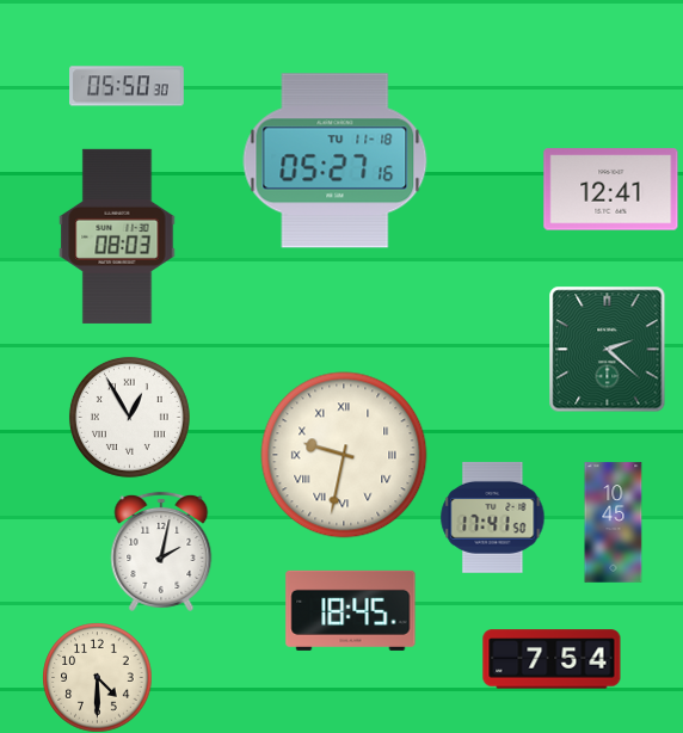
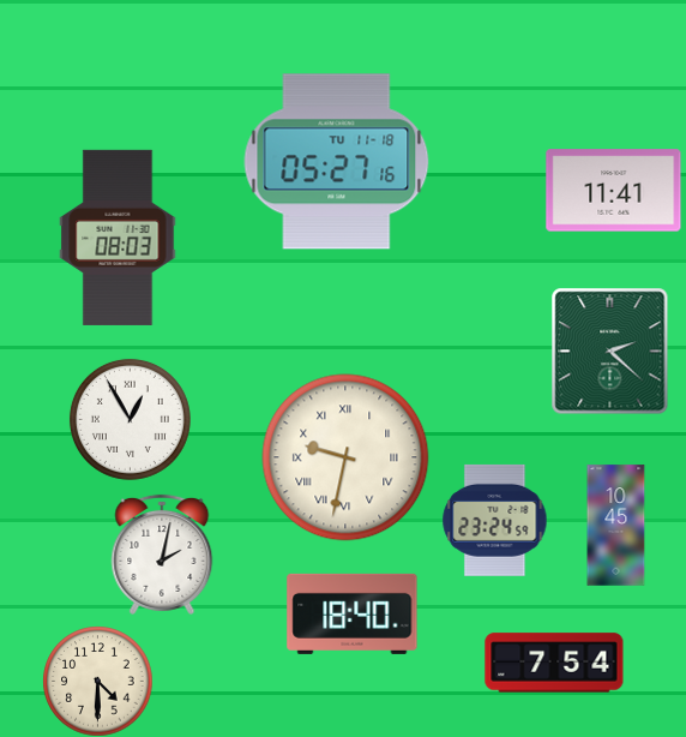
clock at (128, 86): 05:50 -> none
clock at (611, 190): 12:41 -> 11:41
clock at (493, 517): 17:41 -> 23:24
clock at (351, 610): 18:45 -> 18:40
